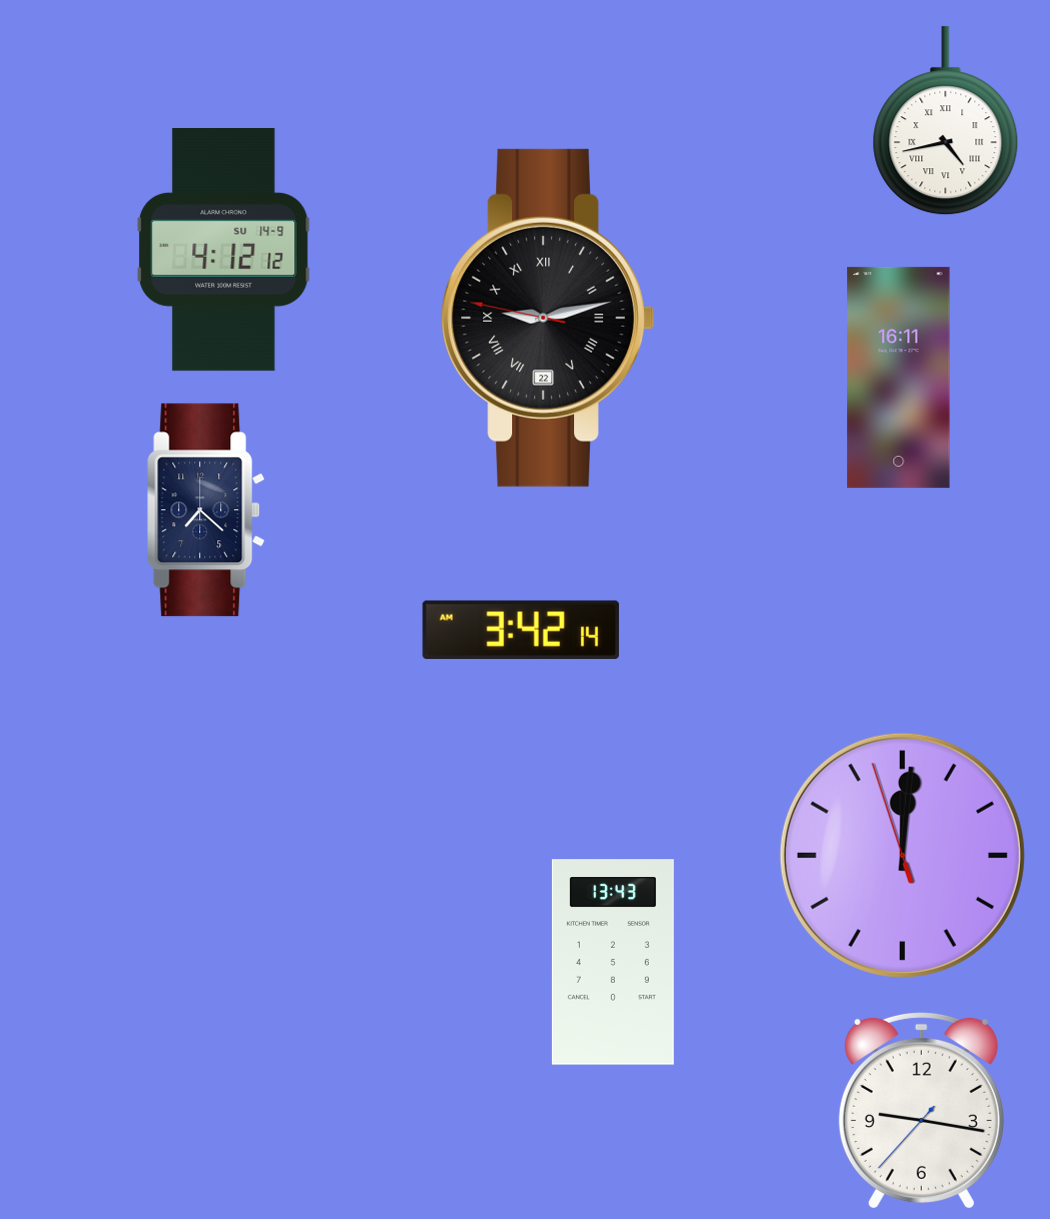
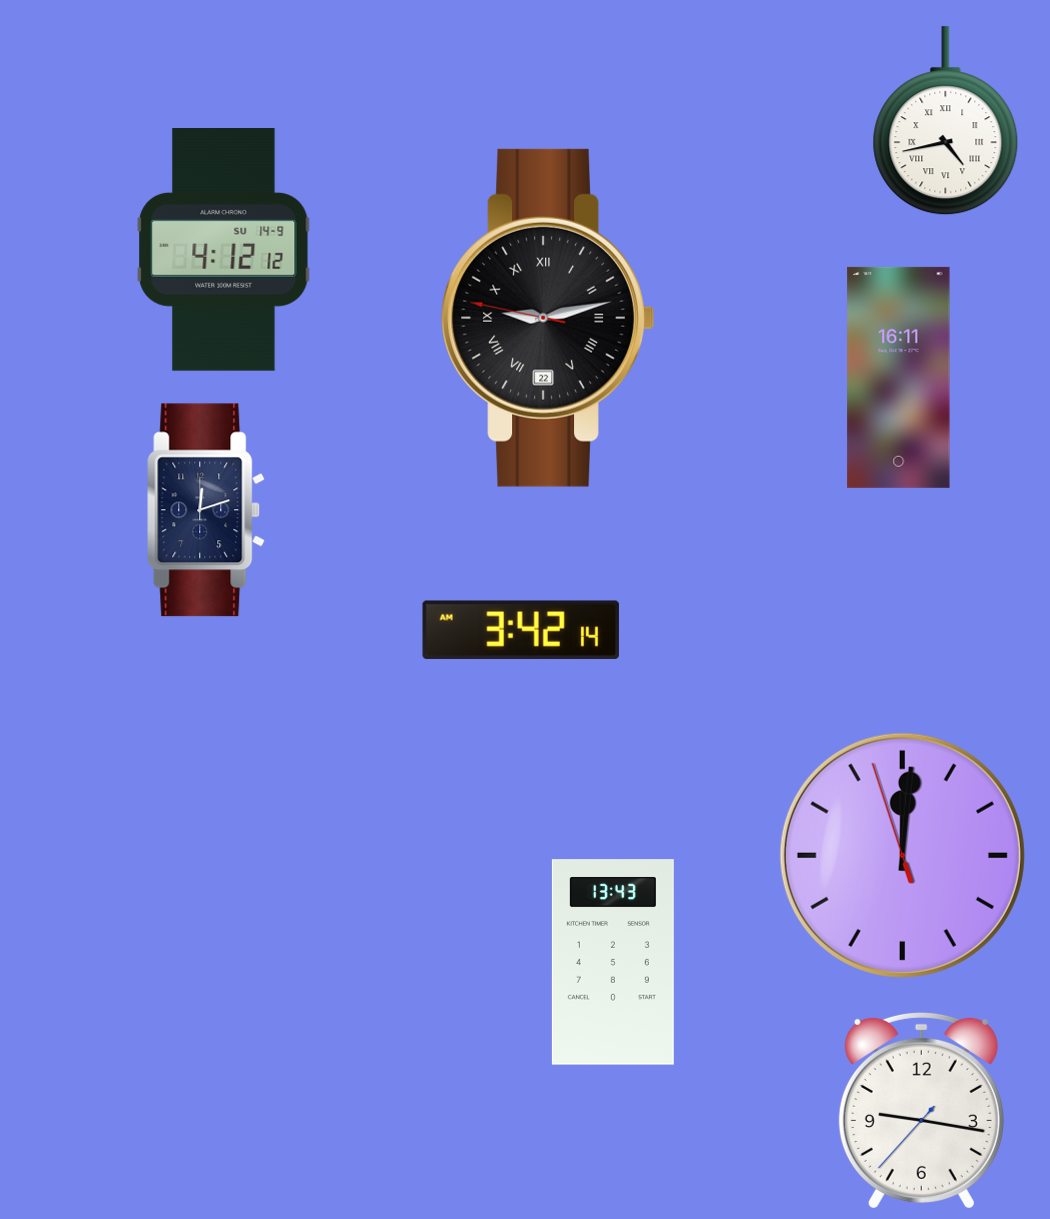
clock at (206, 510): 7:22 -> 12:12
